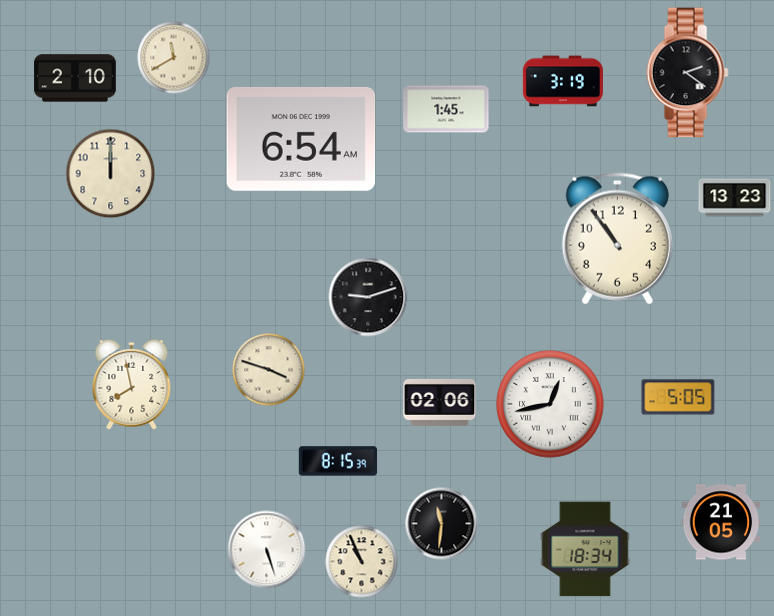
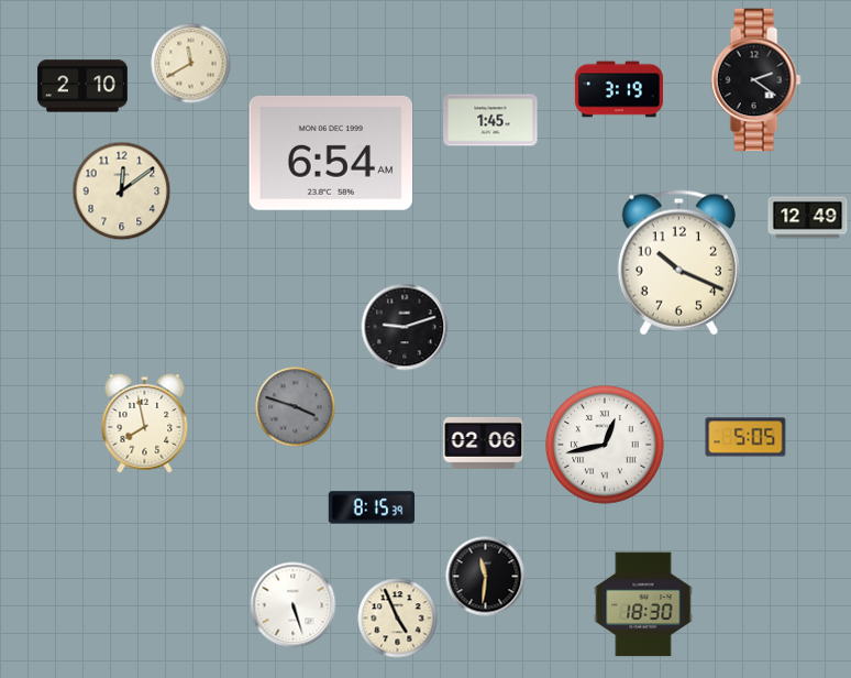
clock at (111, 174): 12:00 -> 12:09
clock at (735, 198): 13:23 -> 12:49
clock at (617, 239): 10:54 -> 10:19
clock at (269, 370) dial: cream -> grey
clock at (721, 522): 21:05 -> none
clock at (585, 549): 18:34 -> 18:30
clock at (362, 562): 10:56 -> 4:56
